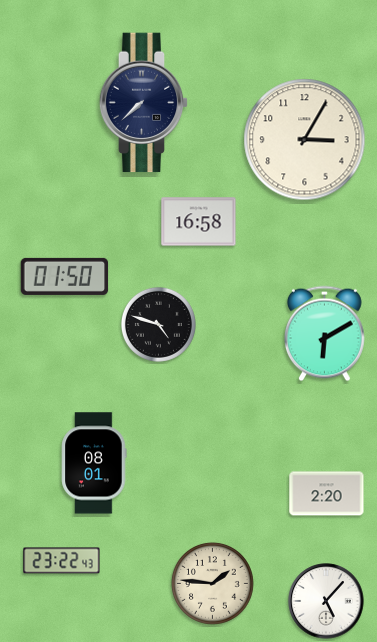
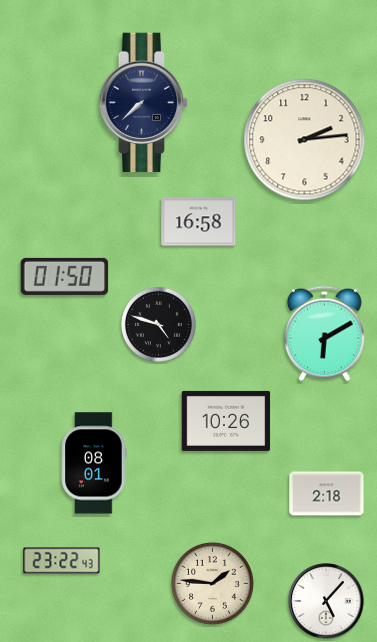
clock at (305, 140): 3:05 -> 2:14
clock at (226, 421): none -> 10:26
clock at (327, 494): 2:20 -> 2:18
